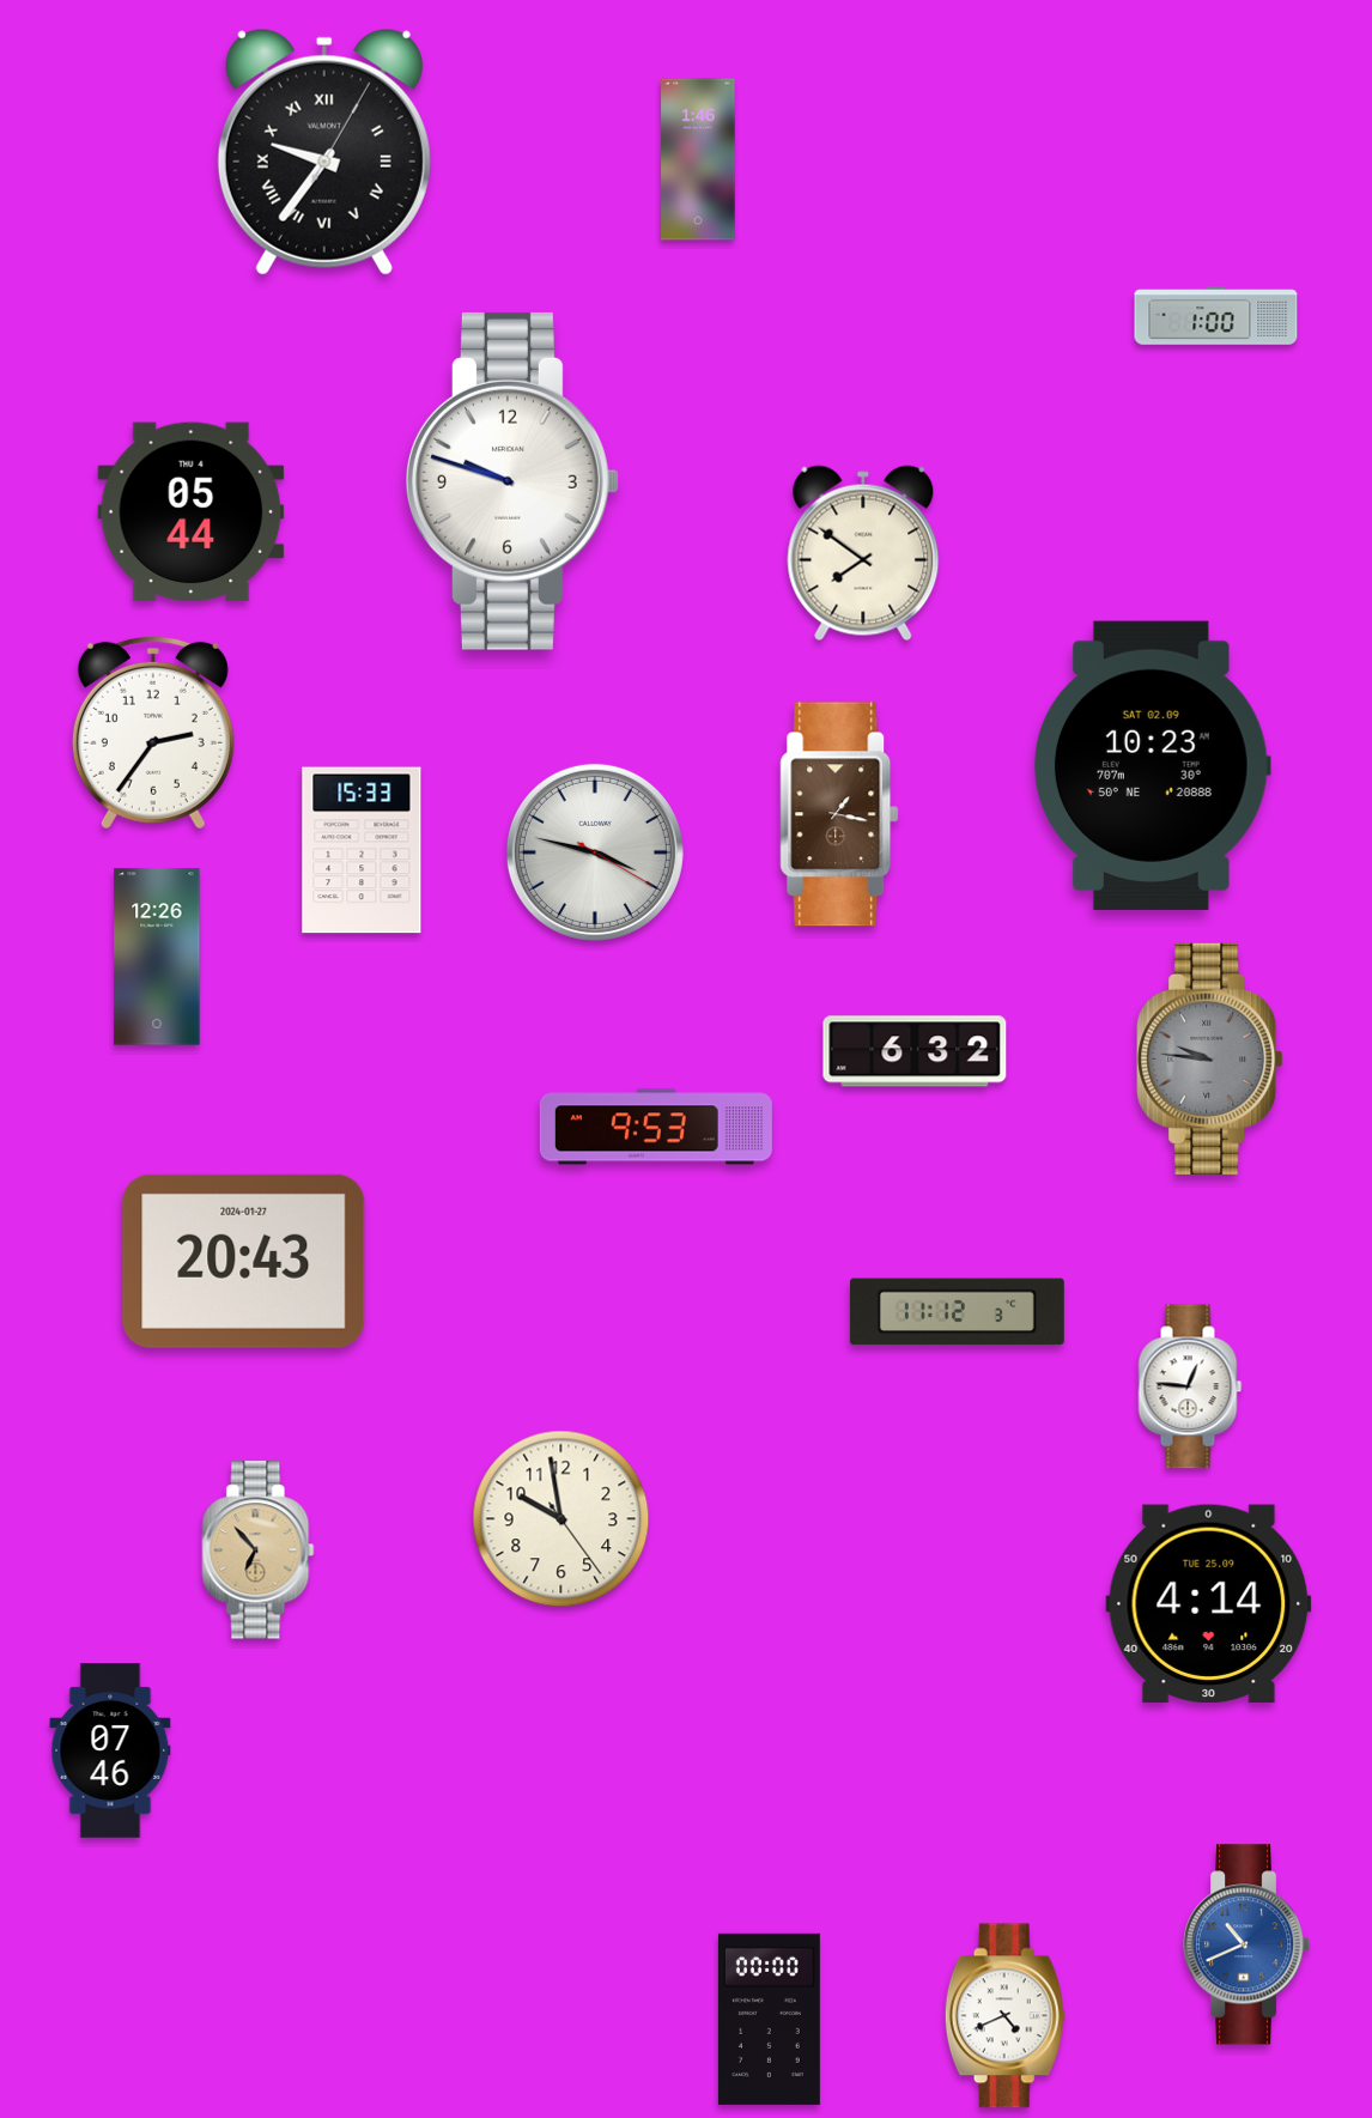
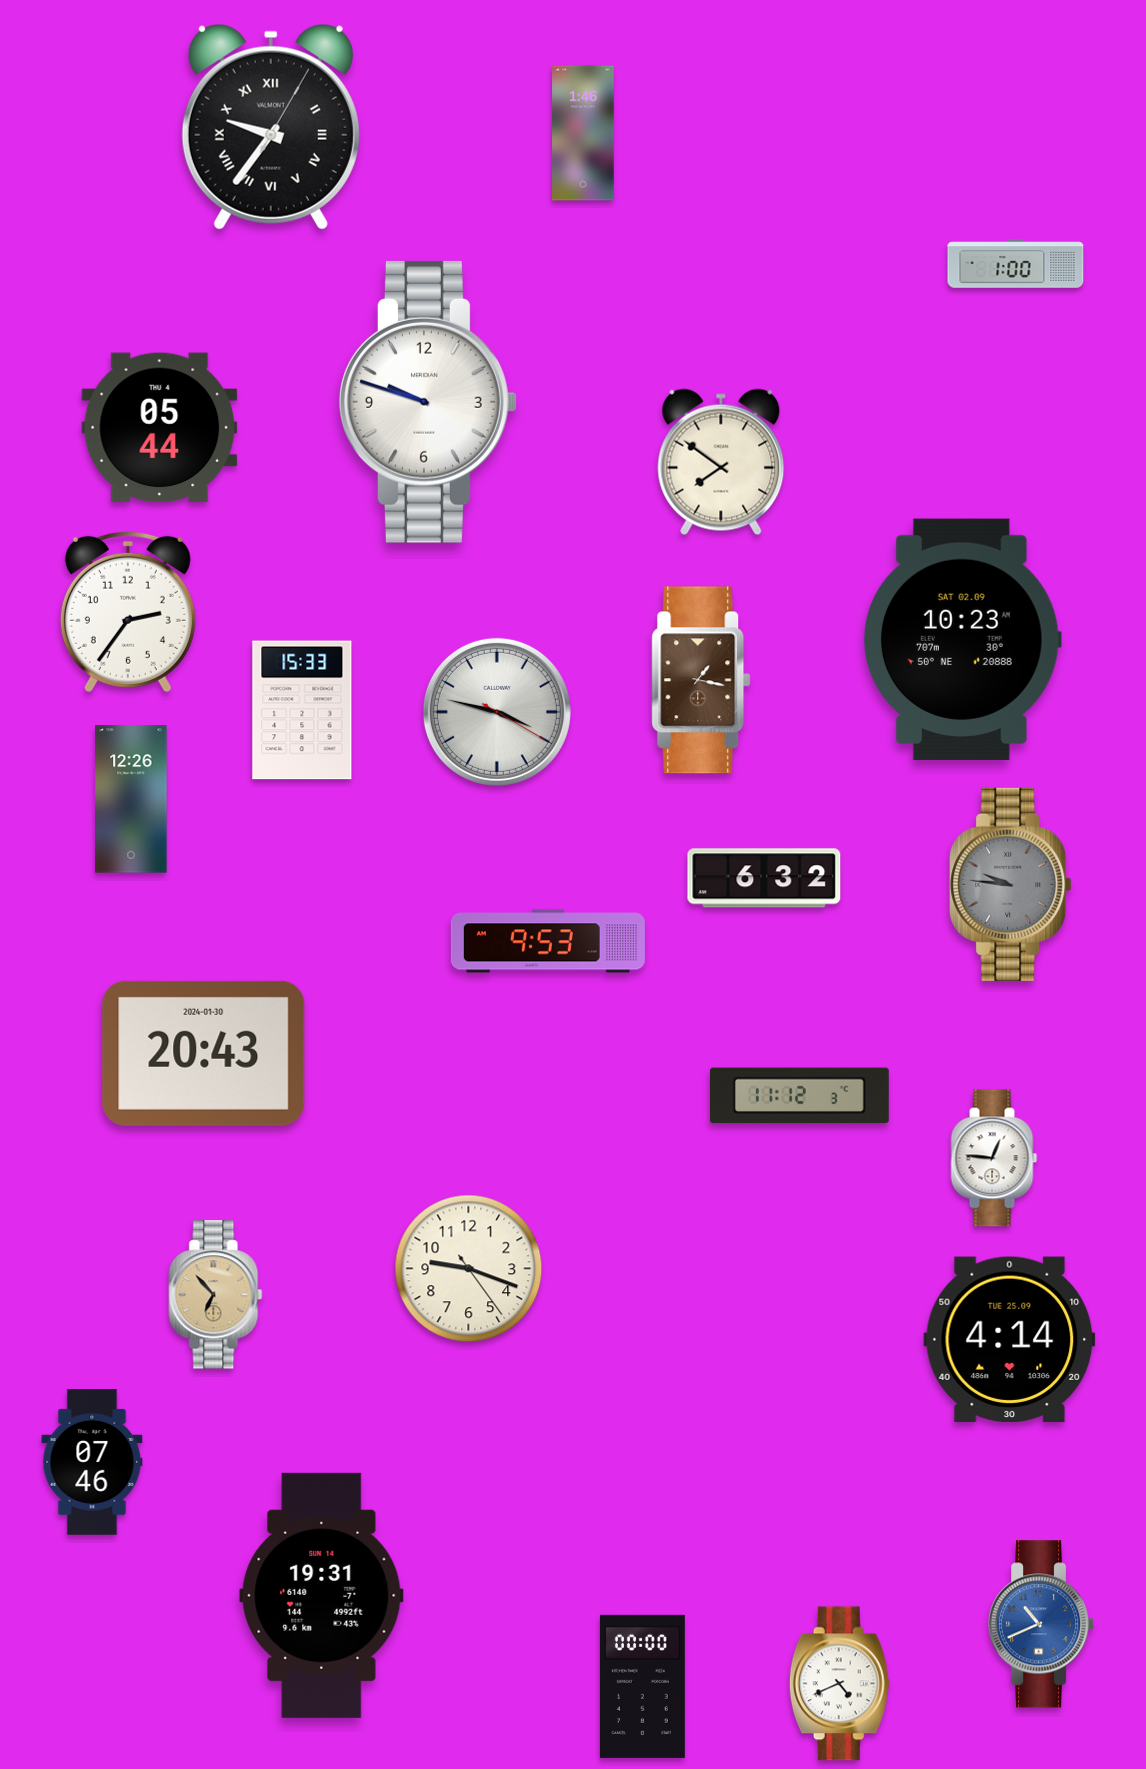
clock at (244, 1261) date: 2024-01-27 -> 2024-01-30
clock at (561, 1519): 9:58 -> 9:18
clock at (322, 1595): none -> 19:31
